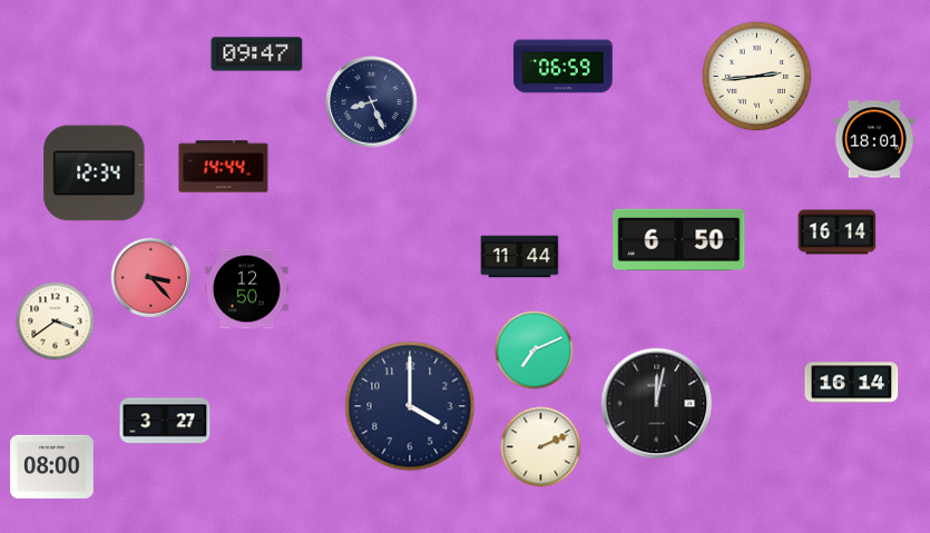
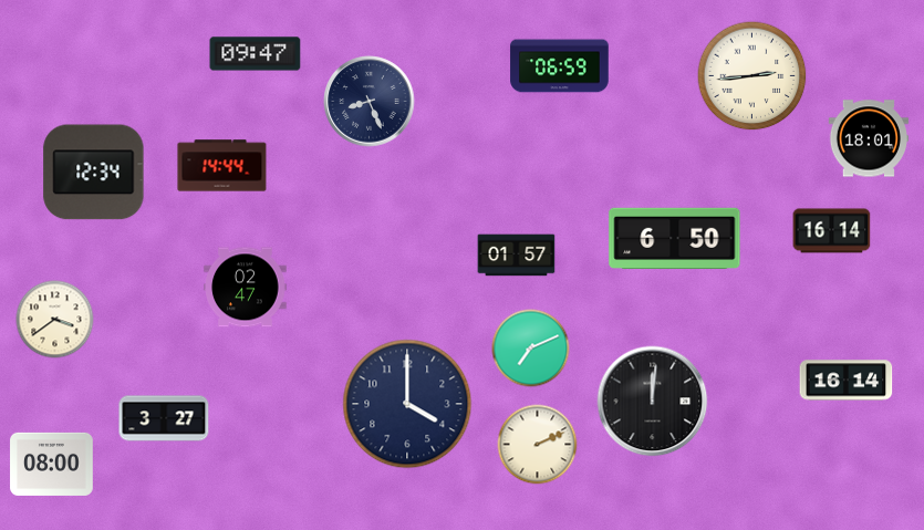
clock at (520, 257): 11:44 -> 01:57
clock at (151, 278): 3:23 -> none
clock at (247, 289): 12:50 -> 02:47
clock at (657, 404): 12:02 -> 12:01
